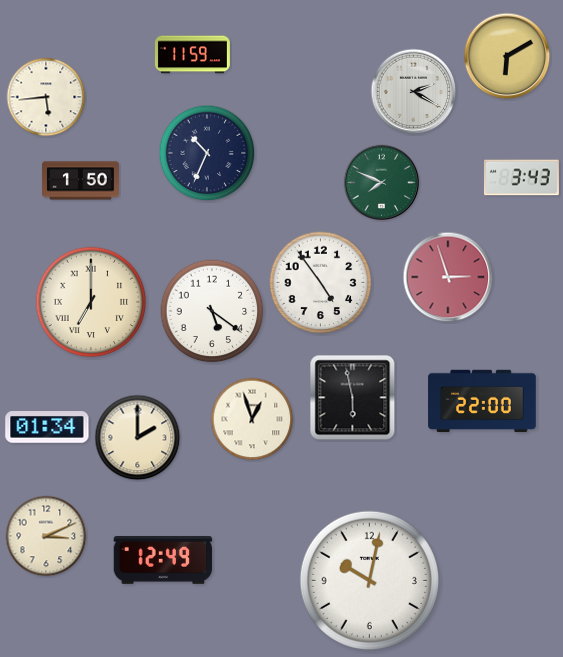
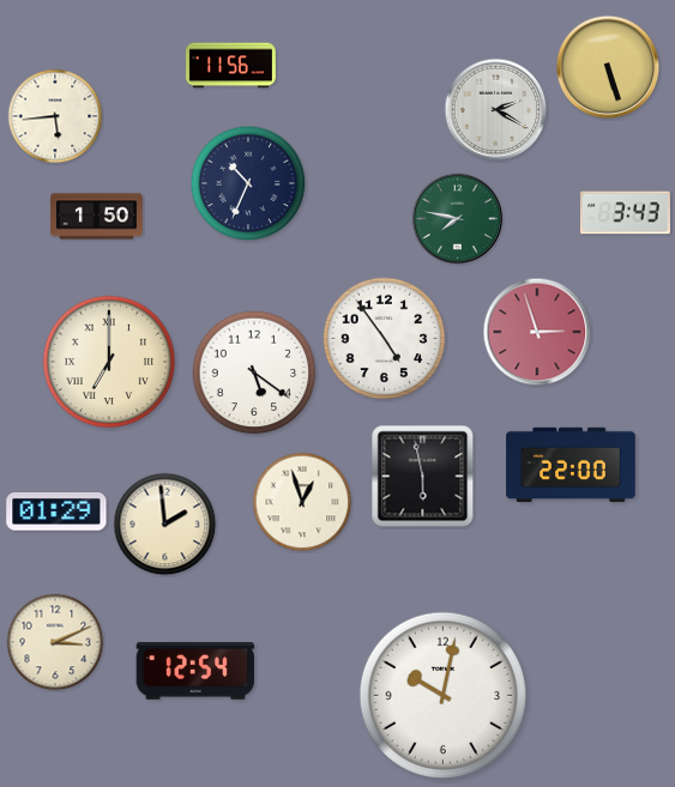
clock at (192, 55): 11:59 -> 11:56
clock at (507, 56): 6:10 -> 5:27
clock at (382, 183): 7:49 -> 7:47
clock at (482, 401) position: (482, 401) -> (571, 465)
clock at (47, 427): 01:34 -> 01:29
clock at (138, 438): 2:00 -> 1:59
clock at (163, 560): 12:49 -> 12:54
